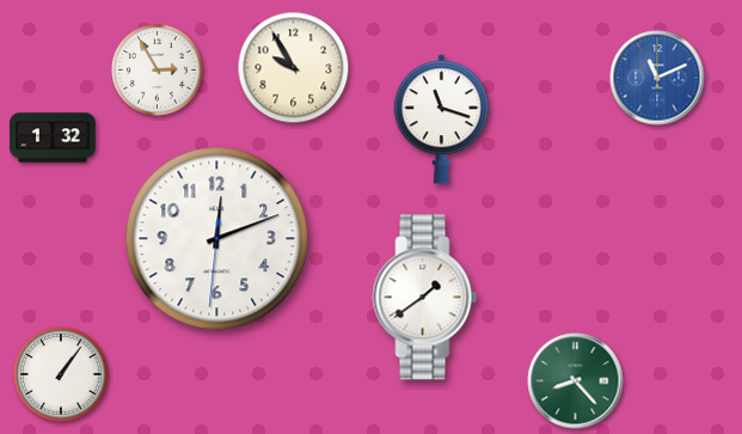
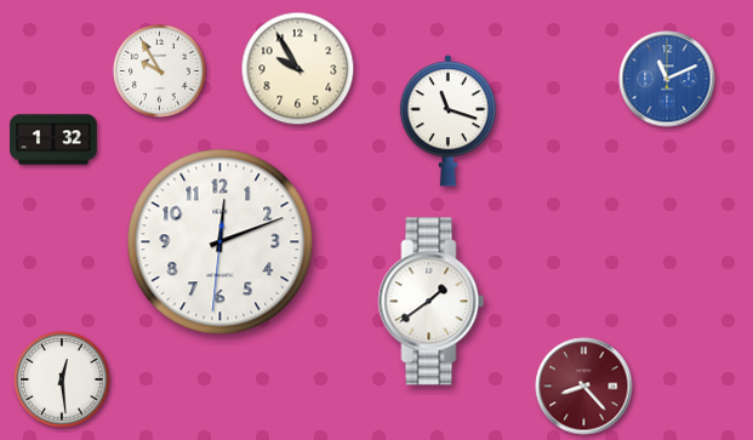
clock at (158, 71): 2:55 -> 9:55
clock at (61, 374): 1:06 -> 12:29
clock at (576, 381) dial: green -> burgundy
